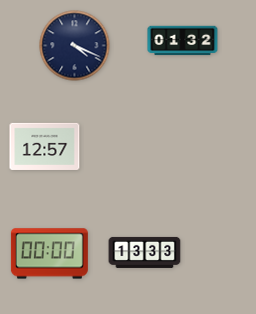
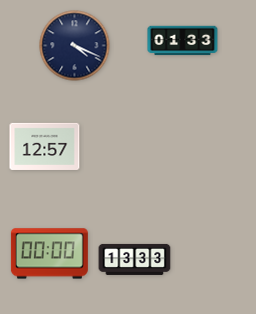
clock at (183, 41): 01:32 -> 01:33
clock at (145, 252) position: (145, 252) -> (135, 259)
